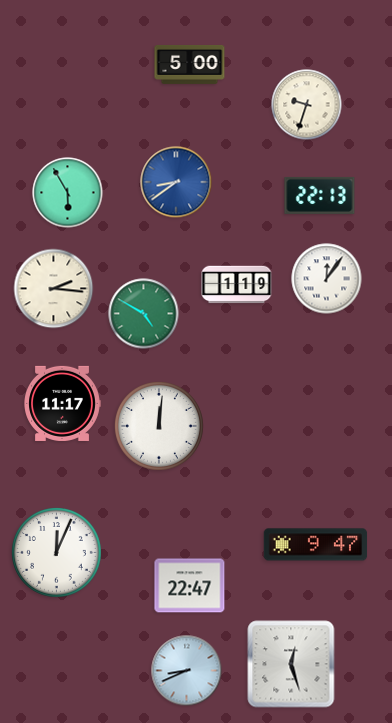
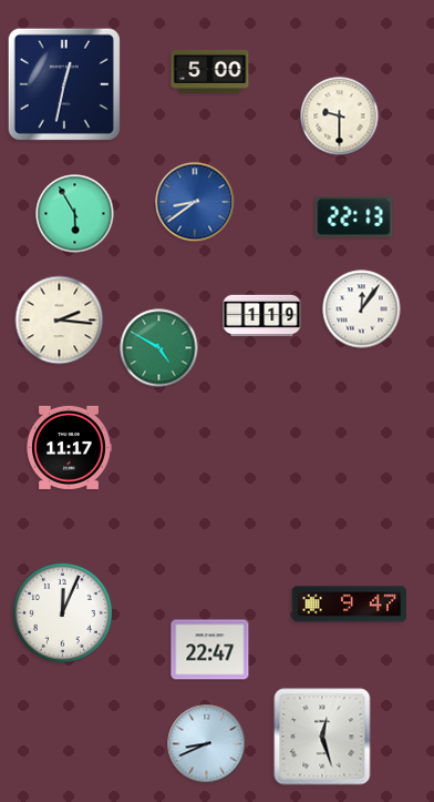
clock at (63, 83): none -> 12:32
clock at (307, 105): 9:33 -> 9:30
clock at (159, 426): 12:01 -> none
